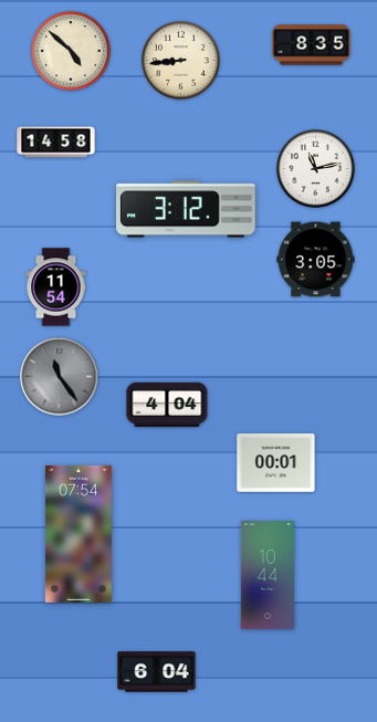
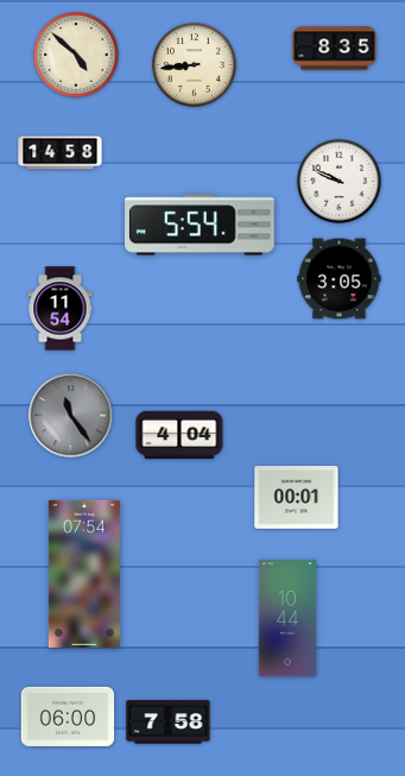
clock at (316, 169): 11:13 -> 9:49
clock at (187, 209): 3:12 -> 5:54
clock at (60, 377) position: (60, 377) -> (71, 416)
clock at (68, 717): none -> 06:00
clock at (157, 672): 6:04 -> 7:58
